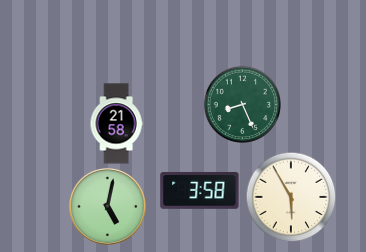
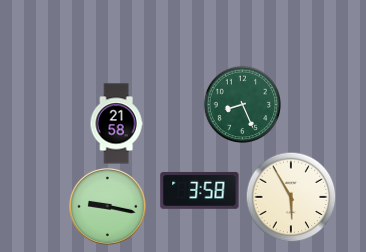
clock at (107, 206): 5:02 -> 9:17
